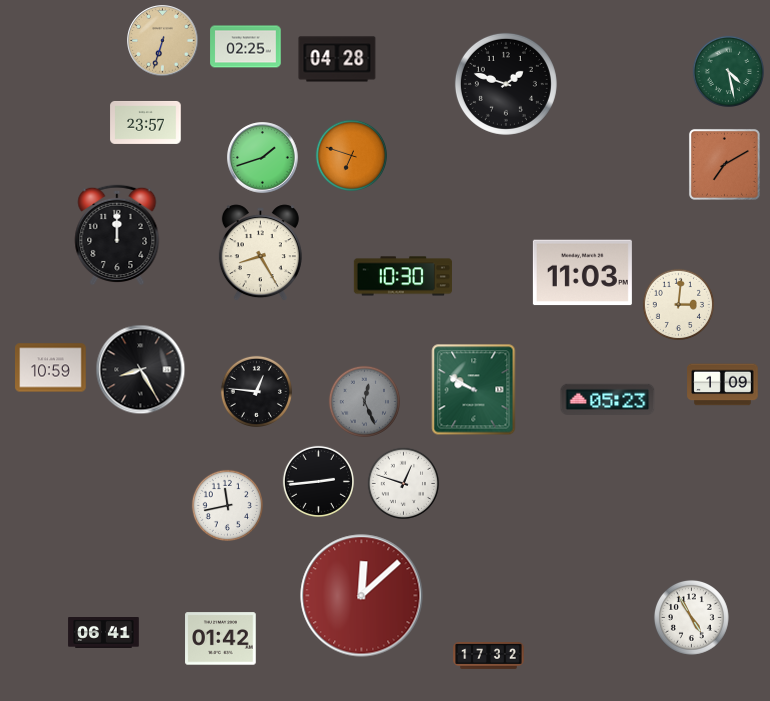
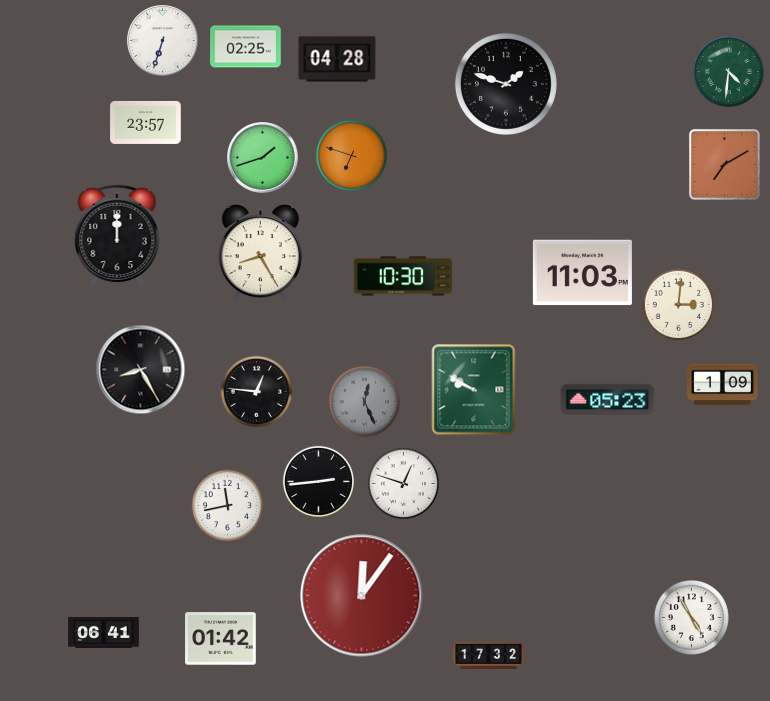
clock at (163, 41) dial: champagne -> white
clock at (728, 71): 4:28 -> 4:31
clock at (51, 368): 10:59 -> none
clock at (362, 596): 12:08 -> 12:06
